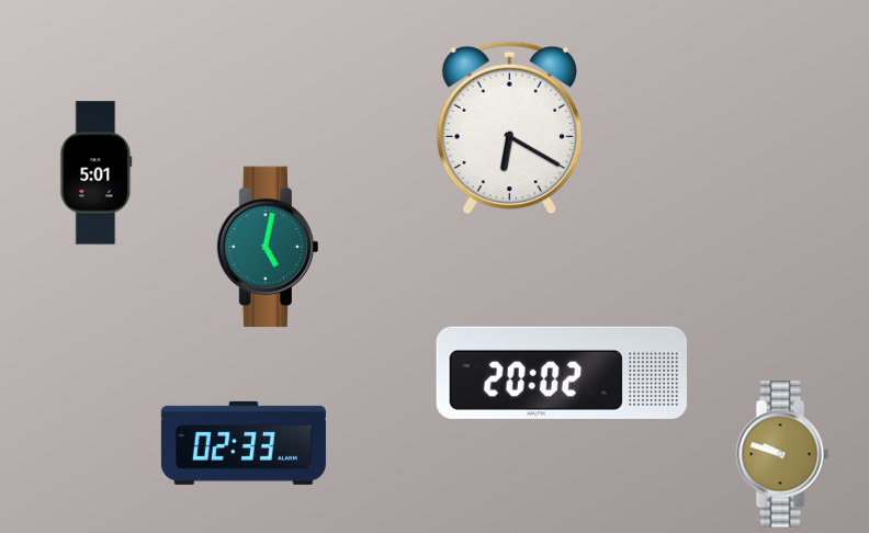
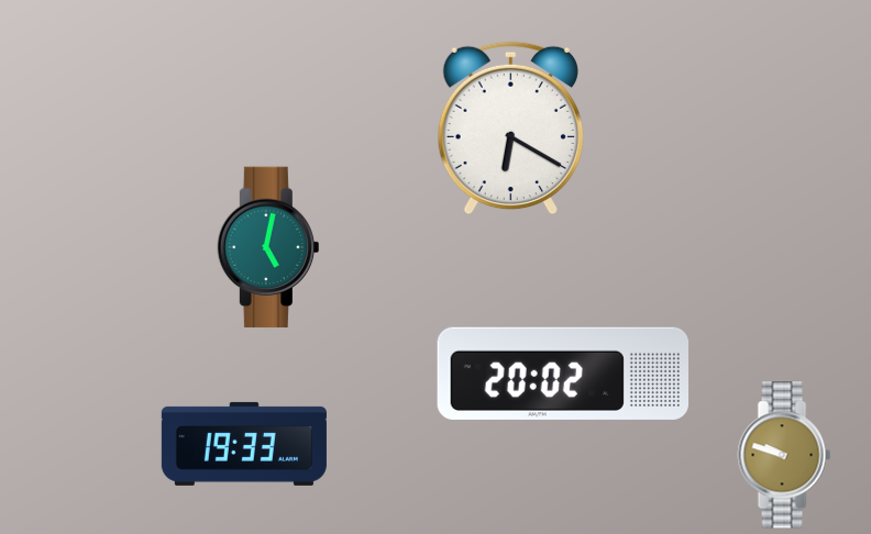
clock at (97, 173): 5:01 -> none
clock at (244, 443): 02:33 -> 19:33
